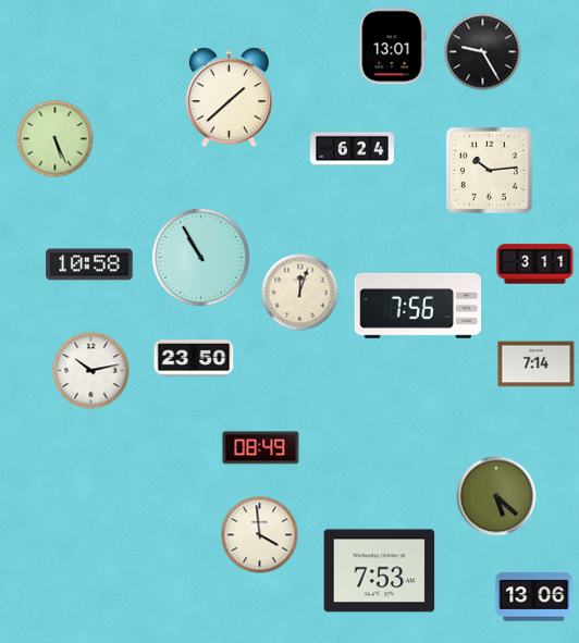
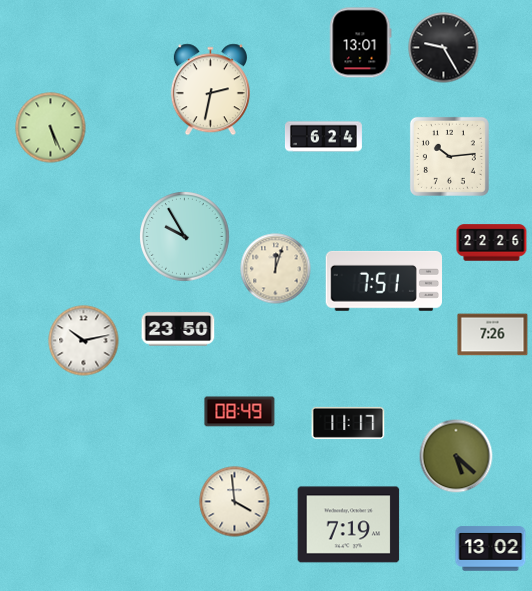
clock at (229, 98): 1:38 -> 2:32
clock at (201, 258): 10:55 -> 9:55
clock at (89, 264): 10:58 -> none
clock at (535, 264): 3:11 -> 22:26
clock at (417, 306): 7:56 -> 7:51
clock at (537, 364): 7:14 -> 7:26
clock at (348, 423): none -> 11:17
clock at (260, 535) position: (260, 535) -> (235, 502)
clock at (380, 571): 7:53 -> 7:19
clock at (534, 597): 13:06 -> 13:02
